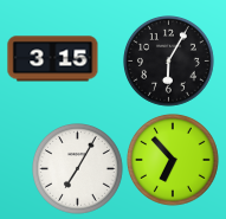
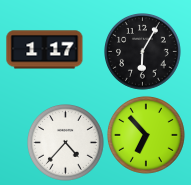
clock at (53, 59): 3:15 -> 1:17
clock at (78, 169): 7:05 -> 4:37
